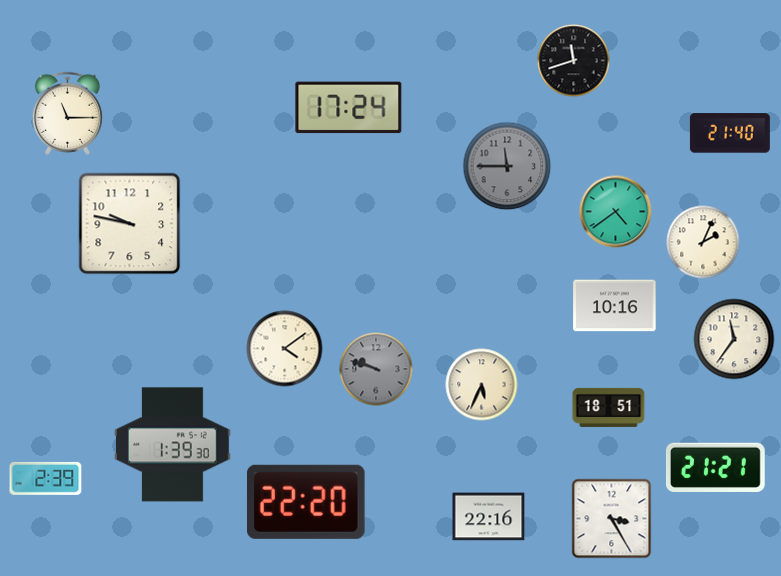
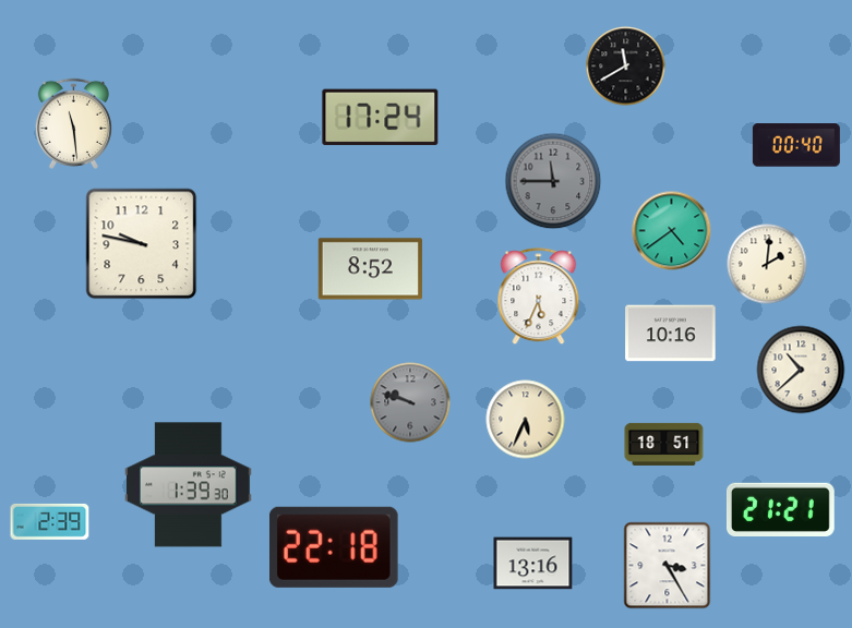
clock at (574, 61): 11:42 -> 11:40
clock at (67, 113): 11:15 -> 11:29
clock at (730, 133): 21:40 -> 00:40
clock at (703, 242): 2:04 -> 2:01
clock at (370, 269): none -> 8:52
clock at (539, 297): none -> 5:34
clock at (734, 339): 11:36 -> 10:38
clock at (285, 349): 4:09 -> none
clock at (306, 502): 22:20 -> 22:18
clock at (489, 517): 22:16 -> 13:16
